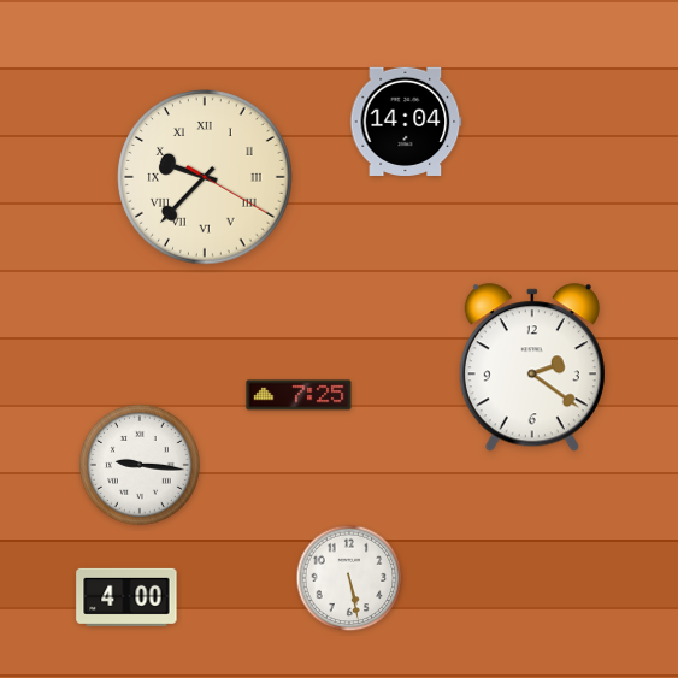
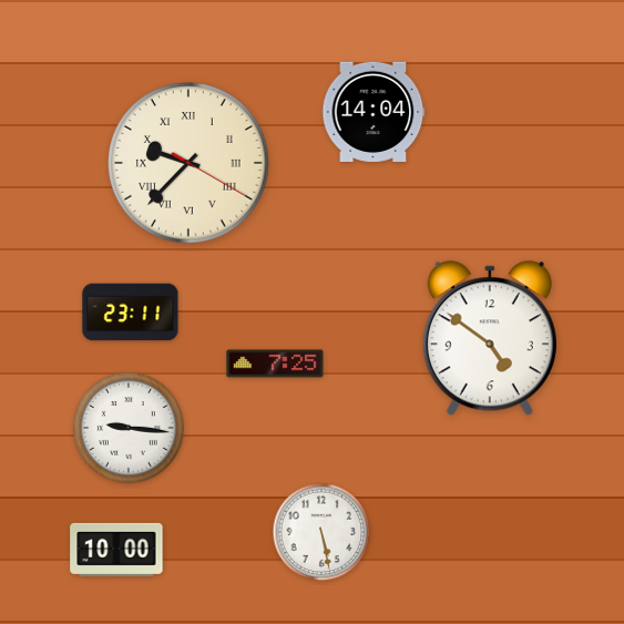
clock at (131, 313): none -> 23:11
clock at (532, 369): 2:21 -> 4:51
clock at (126, 597): 4:00 -> 10:00
